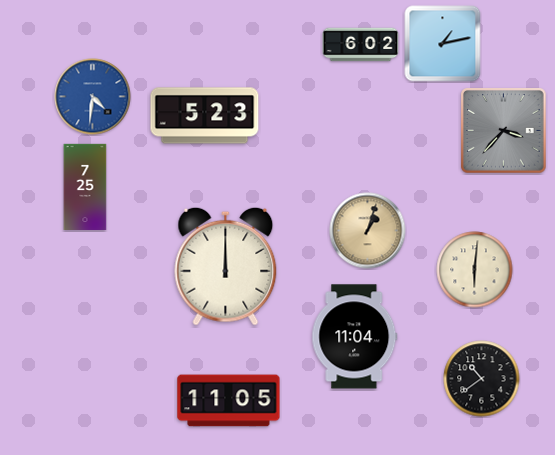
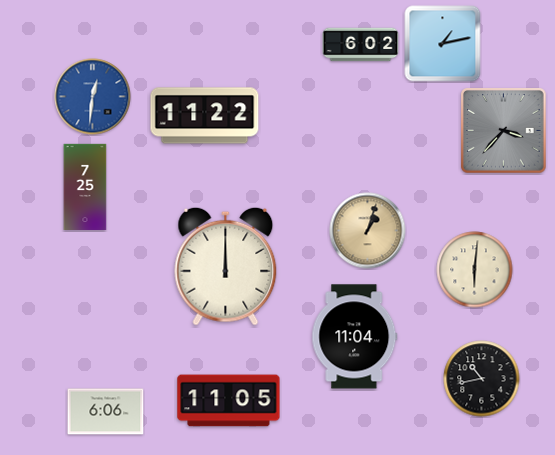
clock at (93, 97): 4:31 -> 12:31
clock at (205, 116): 5:23 -> 11:22
clock at (482, 379): 10:39 -> 10:43
clock at (106, 412): none -> 6:06
